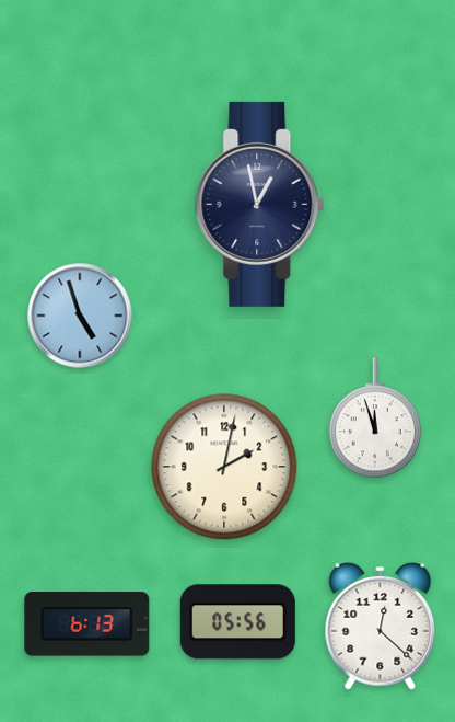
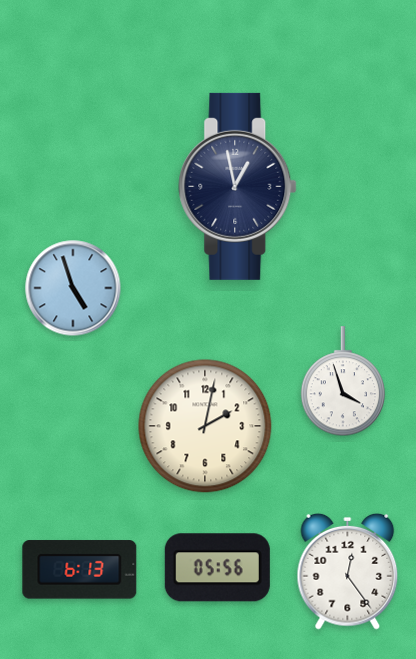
clock at (374, 419): 11:57 -> 3:57
clock at (381, 626): 12:22 -> 12:24
